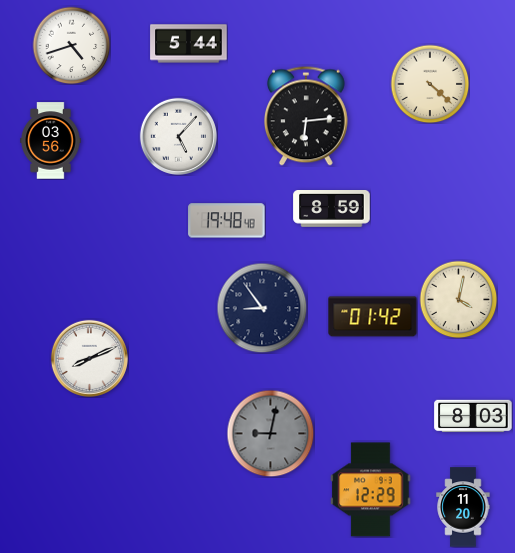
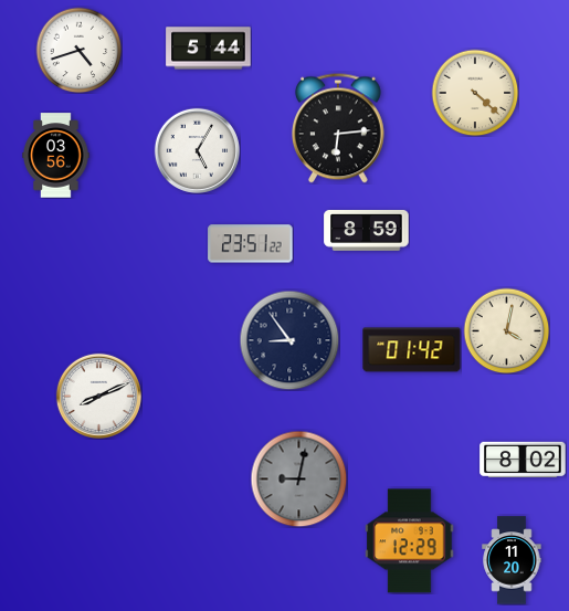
clock at (178, 136): 5:07 -> 5:05
clock at (227, 221): 19:48 -> 23:51
clock at (473, 416): 8:03 -> 8:02
